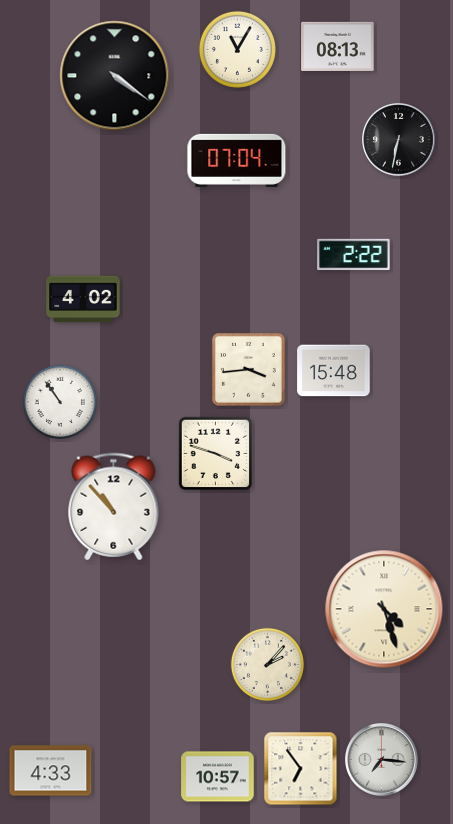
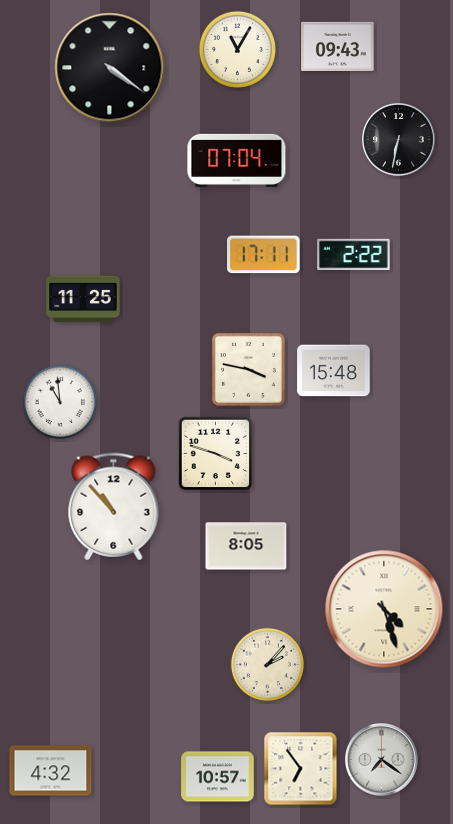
clock at (338, 46): 08:13 -> 09:43
clock at (115, 76) position: (115, 76) -> (110, 68)
clock at (264, 255): none -> 17:11
clock at (83, 299): 4:02 -> 11:25
clock at (248, 369): 3:44 -> 3:47
clock at (59, 401): 10:54 -> 10:59
clock at (246, 546): none -> 8:05
clock at (382, 760): 7:16 -> 7:21
clock at (51, 771): 4:33 -> 4:32
